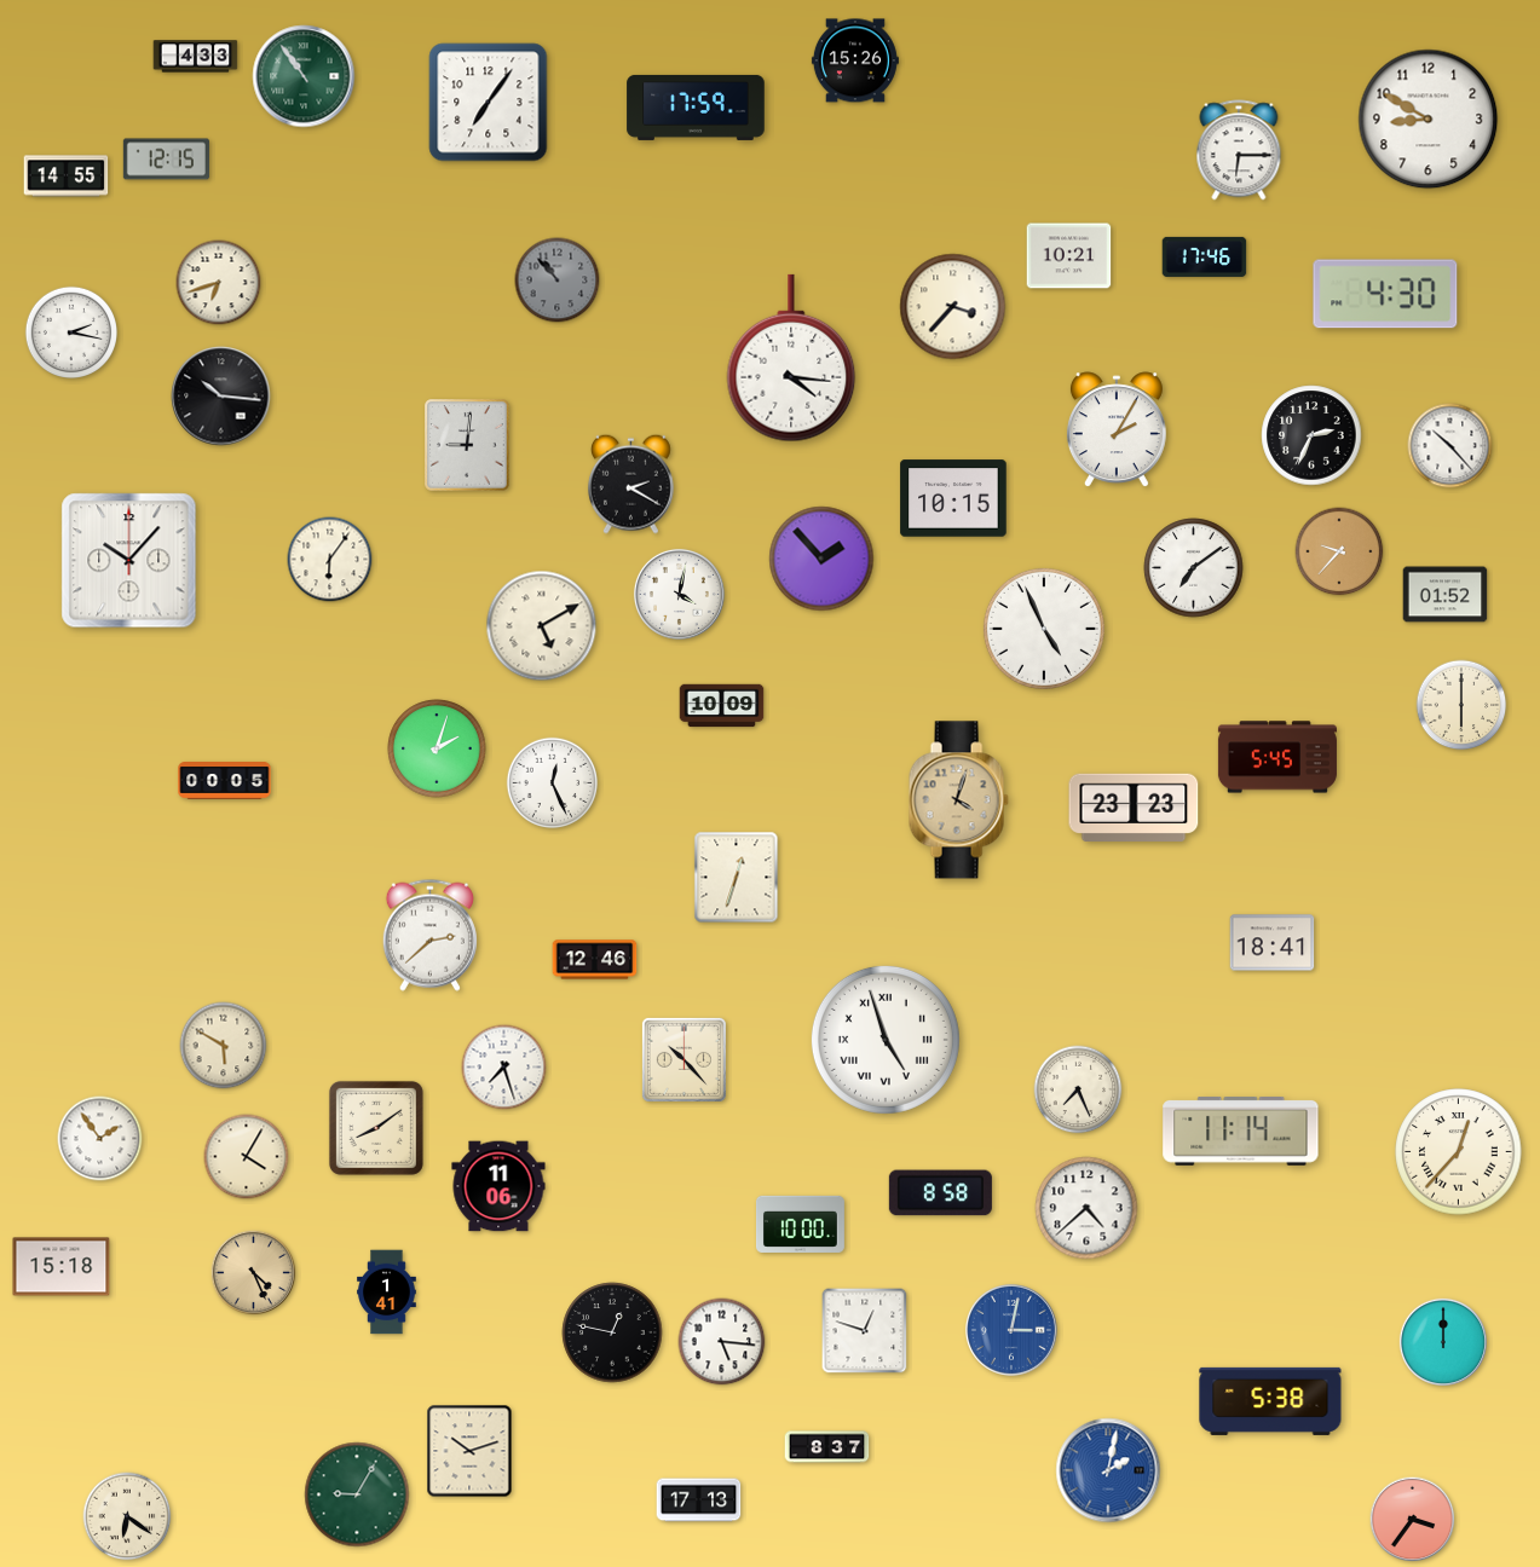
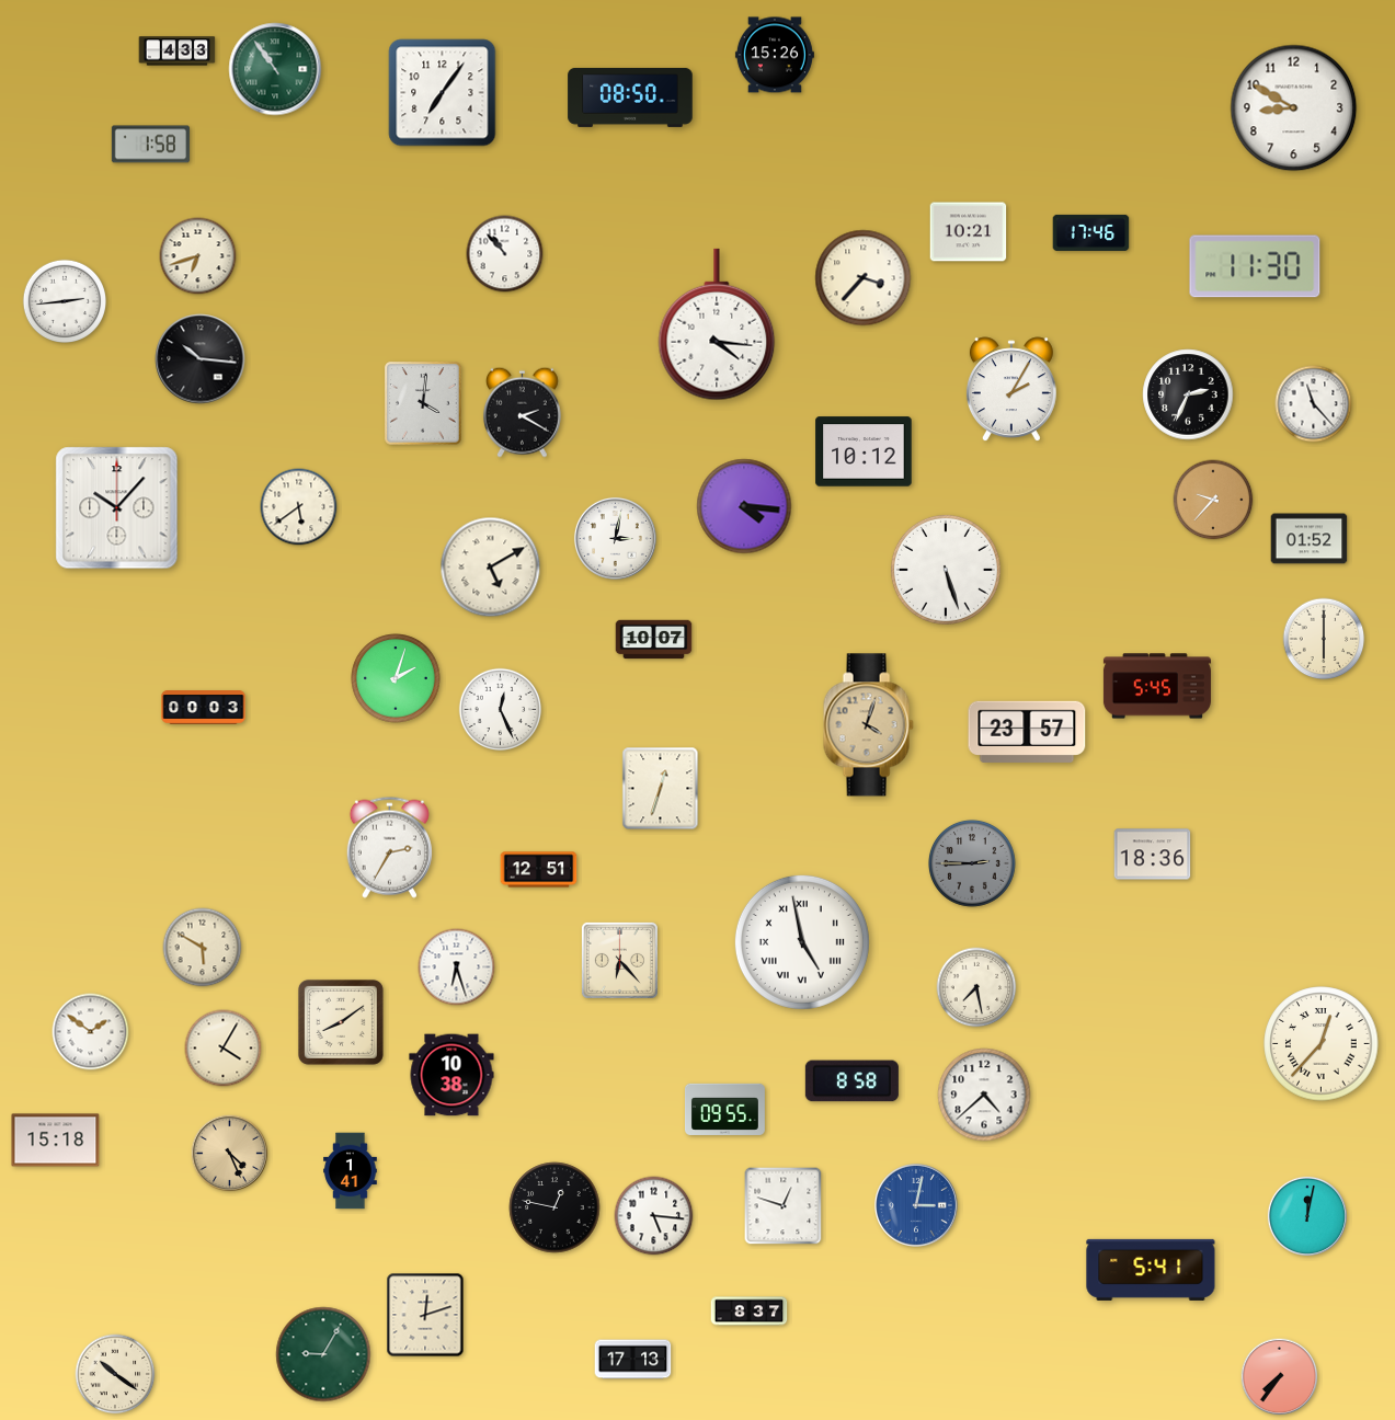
clock at (696, 108): 17:59 -> 08:50
clock at (1239, 150): 6:15 -> none
clock at (166, 160): 12:15 -> 1:58
clock at (67, 177): 14:55 -> none
clock at (558, 281) dial: grey -> white
clock at (1385, 294): 4:30 -> 11:30
clock at (70, 331): 2:17 -> 2:44
clock at (467, 445): 9:01 -> 4:01
clock at (1450, 446): 10:23 -> 11:23
clock at (630, 484) position: (630, 484) -> (522, 412)
clock at (953, 498): 10:15 -> 10:12
clock at (821, 559): 1:53 -> 4:16
clock at (330, 560): 6:06 -> 5:39
clock at (1194, 568): 7:09 -> none
clock at (679, 594): 4:02 -> 3:02
clock at (1044, 629): 4:56 -> 5:27
clock at (722, 706): 10:09 -> 10:07
clock at (225, 781): 00:05 -> 00:03
clock at (1134, 808): 23:23 -> 23:57
clock at (737, 878) position: (737, 878) -> (661, 789)
clock at (429, 935): 2:38 -> 2:35
clock at (1273, 943): 18:41 -> 18:36
clock at (973, 863): none -> 2:45
clock at (595, 960): 12:46 -> 12:51
clock at (886, 1040): 4:57 -> 4:58
clock at (684, 1059): 10:23 -> 6:23
clock at (504, 1068): 7:27 -> 6:27
clock at (1078, 1089): 7:26 -> 7:28
clock at (1241, 1131): 11:14 -> none
clock at (100, 1139): 1:54 -> 1:51
clock at (498, 1186): 11:06 -> 10:38
clock at (801, 1224): 10:00 -> 09:55
clock at (62, 1267) position: (62, 1267) -> (56, 1141)
clock at (1443, 1342): 12:00 -> 12:02
clock at (1270, 1401): 5:38 -> 5:41
clock at (469, 1451): 10:12 -> 12:12
clock at (1108, 1470): 2:02 -> none
clock at (127, 1516): 6:21 -> 10:21
clock at (1413, 1520): 3:36 -> 7:36
